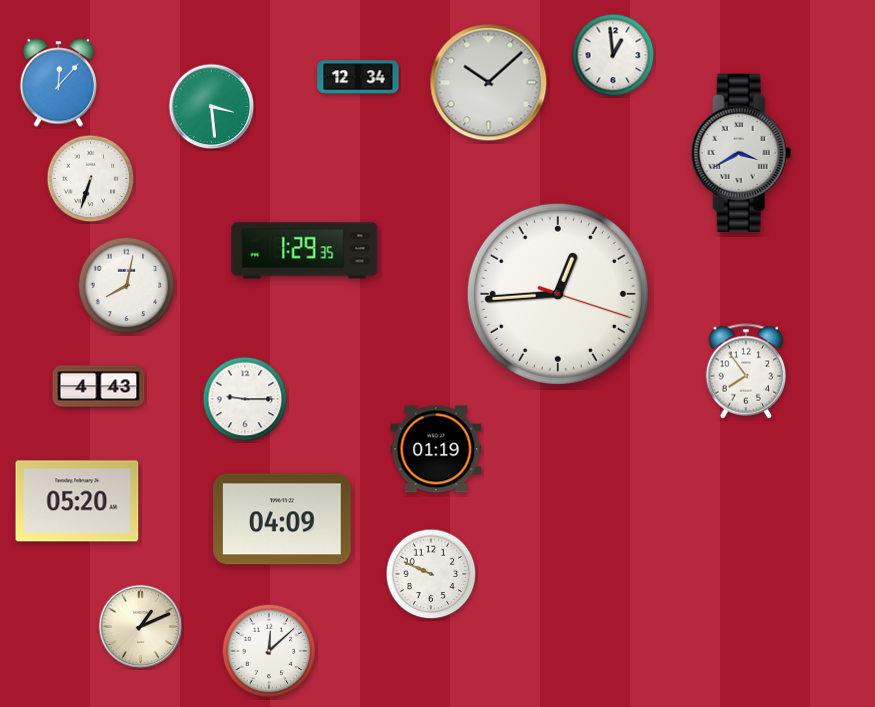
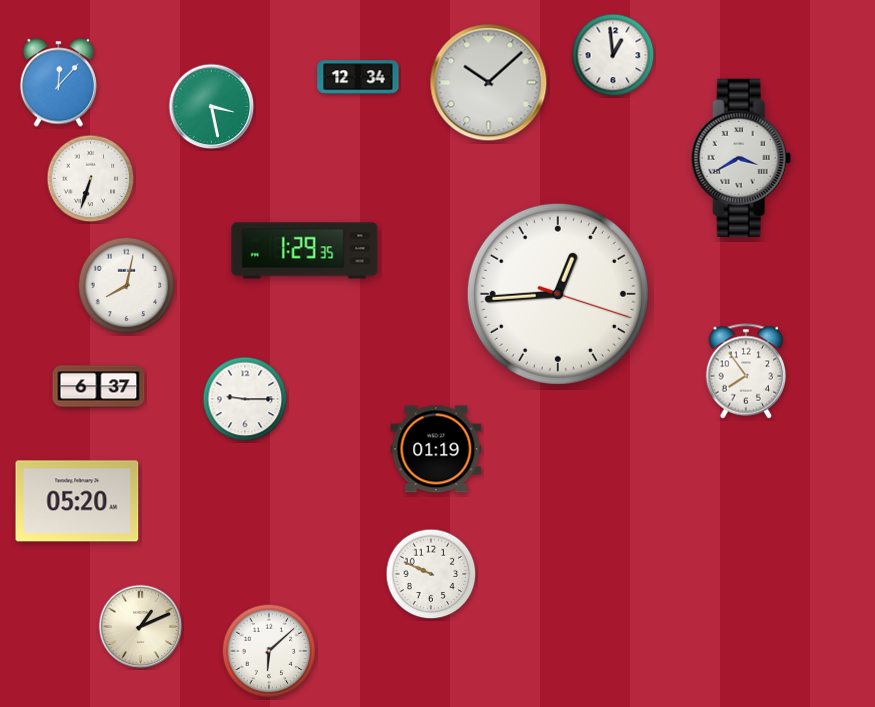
clock at (212, 107): 3:29 -> 3:28
clock at (741, 153) position: (741, 153) -> (741, 158)
clock at (99, 387): 4:43 -> 6:37
clock at (282, 519): 04:09 -> none
clock at (269, 651): 12:08 -> 6:08
